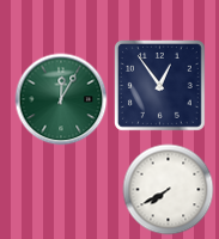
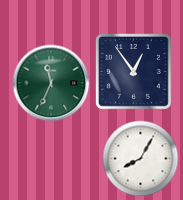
clock at (61, 99): 12:05 -> 11:34
clock at (169, 190): 7:40 -> 8:05
